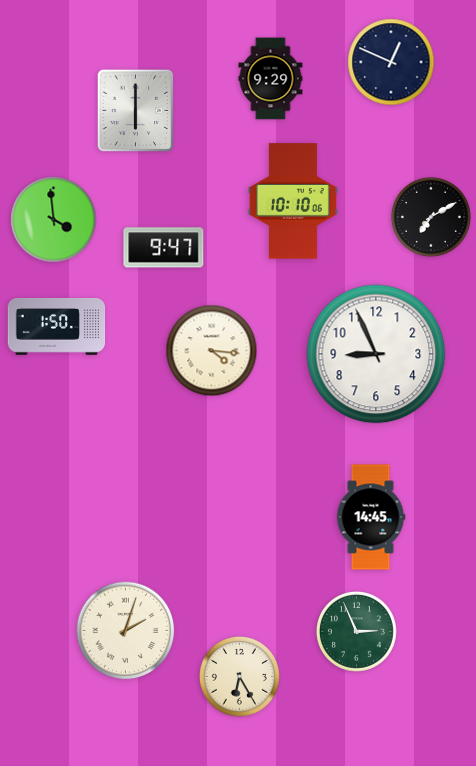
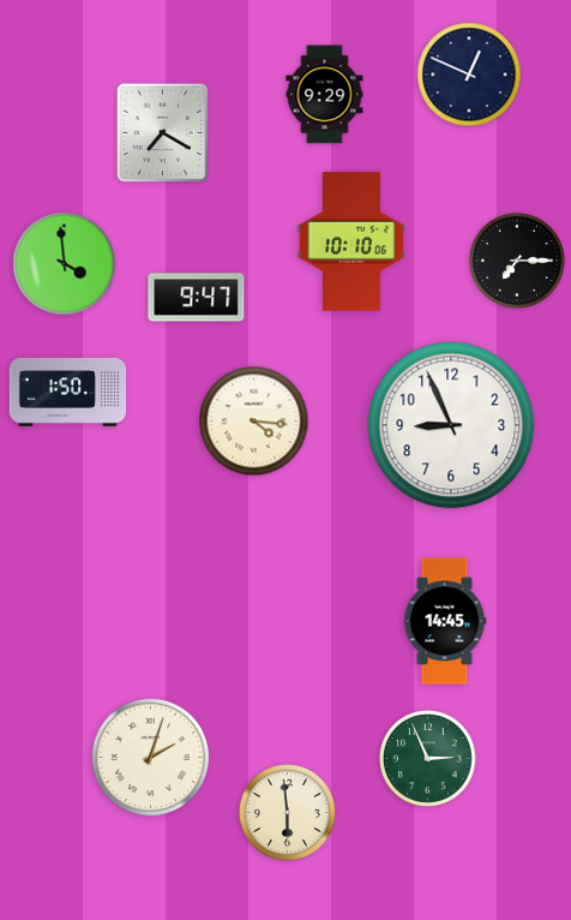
clock at (136, 111): 6:00 -> 7:20
clock at (431, 217): 7:10 -> 7:15
clock at (239, 676): 6:25 -> 5:59
